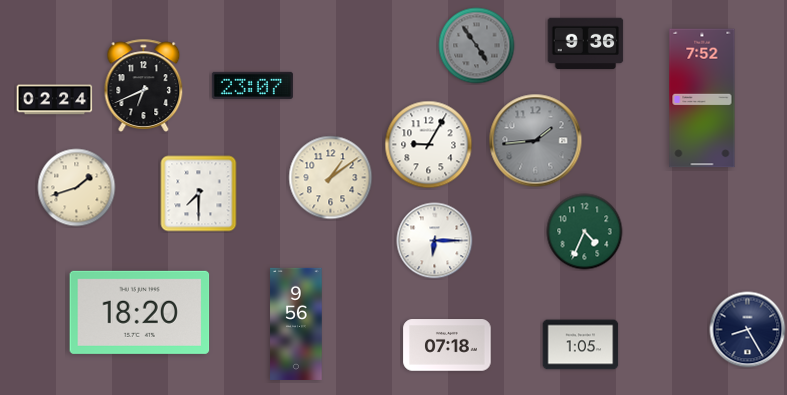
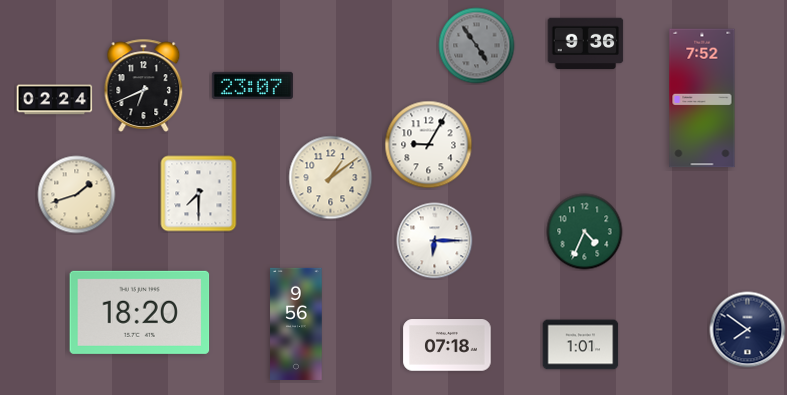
clock at (536, 141): 1:44 -> none
clock at (77, 188) position: (77, 188) -> (77, 195)
clock at (748, 330): 8:25 -> 7:51
clock at (581, 345): 1:05 -> 1:01
